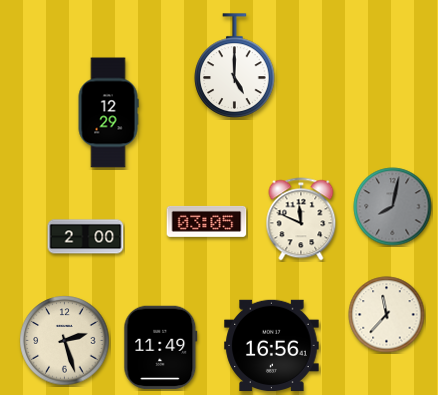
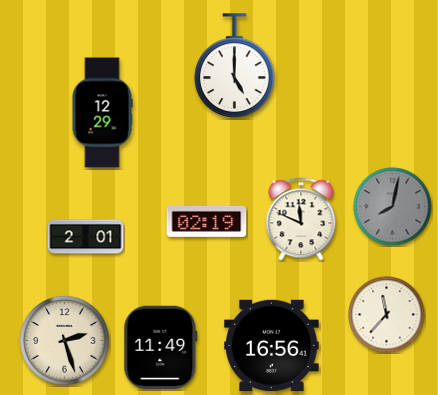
clock at (108, 113) position: (108, 113) -> (102, 113)
clock at (207, 221): 03:05 -> 02:19
clock at (86, 237): 2:00 -> 2:01
